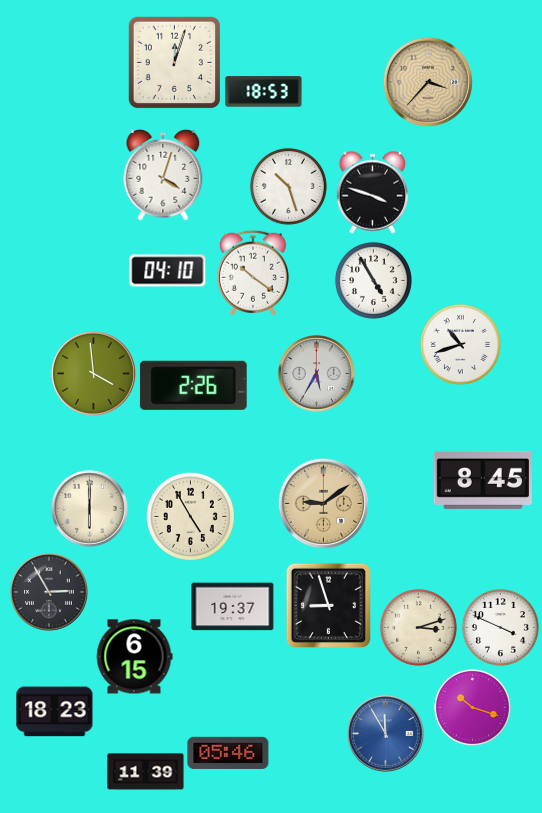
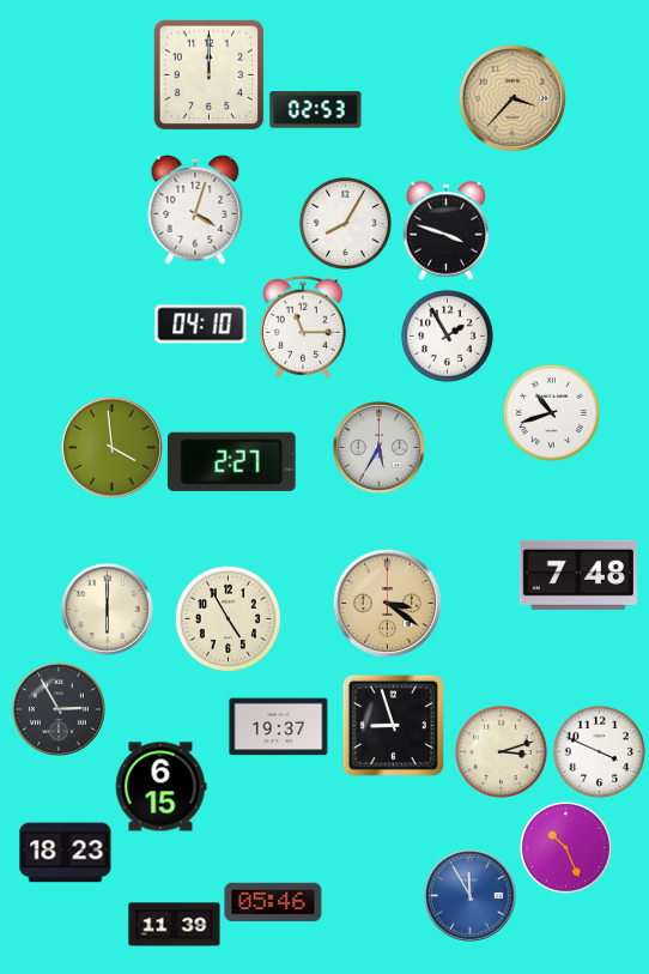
clock at (174, 62): 12:03 -> 12:00
clock at (264, 92): 18:53 -> 02:53
clock at (288, 186): 10:27 -> 8:05
clock at (253, 273): 10:21 -> 11:15
clock at (373, 280): 4:55 -> 1:55
clock at (193, 385): 2:26 -> 2:27
clock at (483, 480): 8:45 -> 7:48
clock at (323, 503): 9:09 -> 3:21
clock at (472, 707): 10:18 -> 10:26
clock at (386, 734) position: (386, 734) -> (471, 896)
